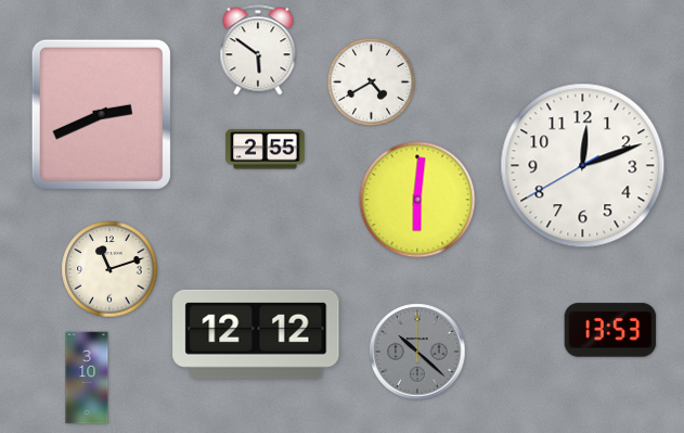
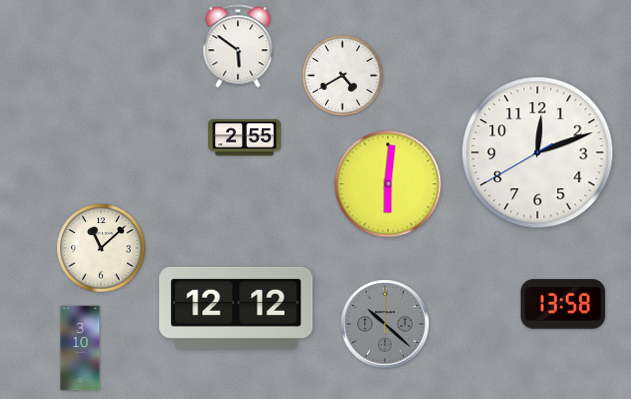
clock at (101, 114): 2:41 -> none
clock at (417, 200) position: (417, 200) -> (388, 184)
clock at (109, 269): 11:12 -> 11:08
clock at (610, 330): 13:53 -> 13:58
